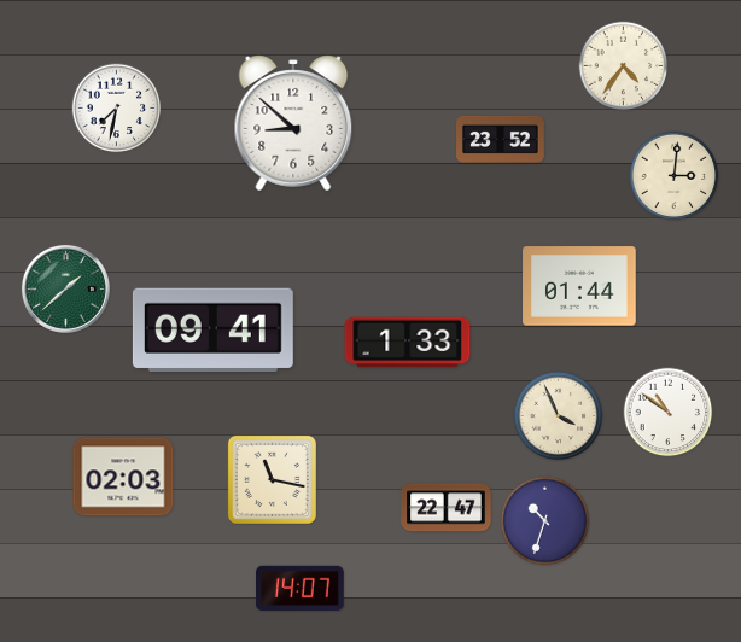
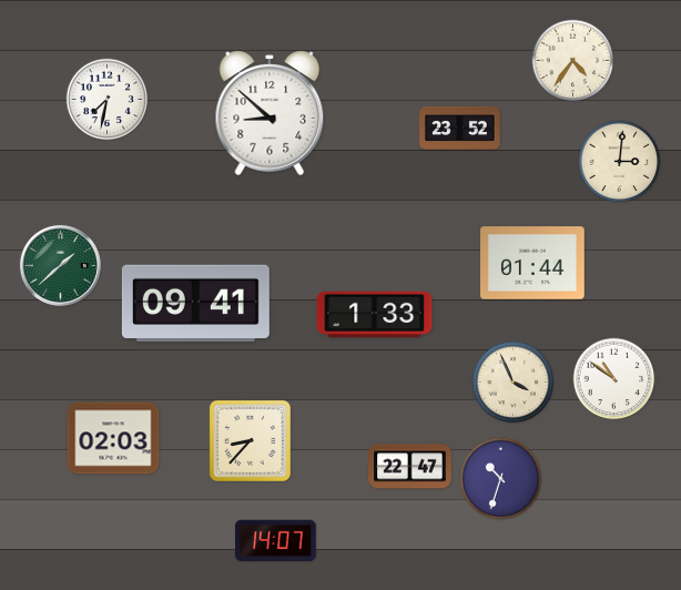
clock at (272, 479): 11:17 -> 8:37
